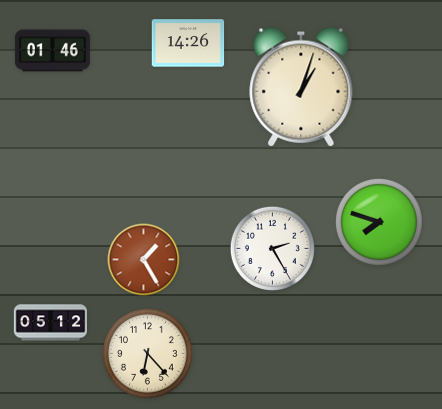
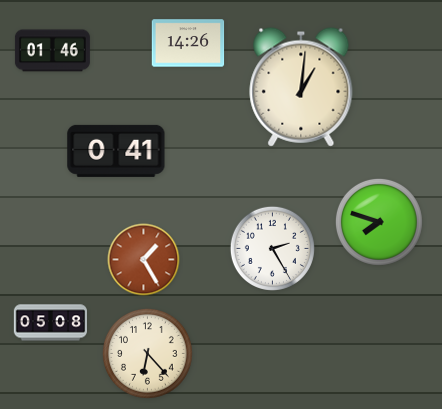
clock at (301, 87): 1:03 -> 1:01
clock at (116, 151): none -> 0:41
clock at (51, 323): 05:12 -> 05:08
